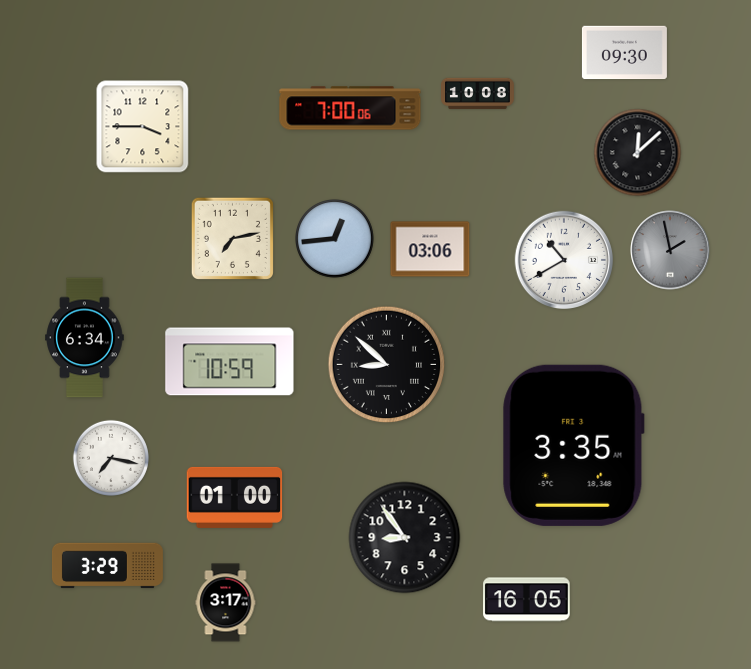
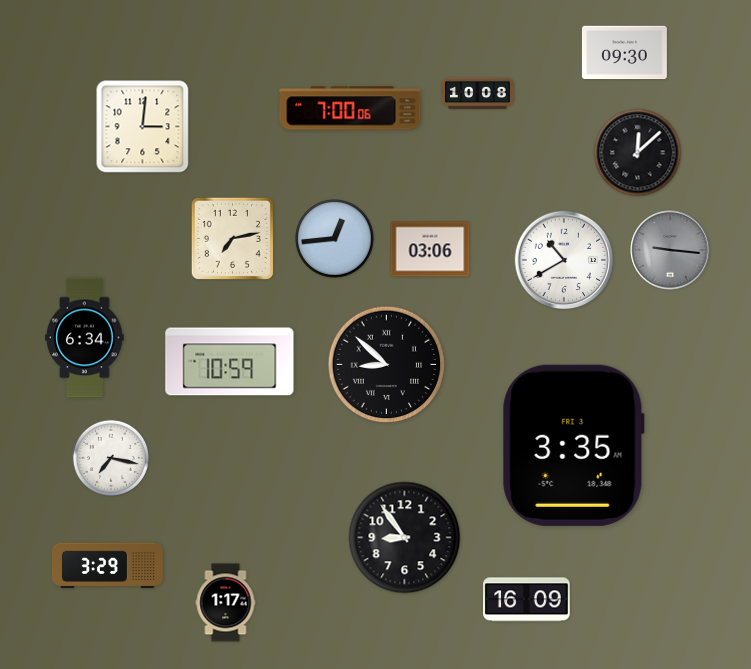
clock at (143, 127): 3:45 -> 3:01
clock at (670, 250): 1:58 -> 9:16
clock at (235, 497): 01:00 -> none
clock at (527, 600): 16:05 -> 16:09
clock at (226, 603): 3:17 -> 1:17
